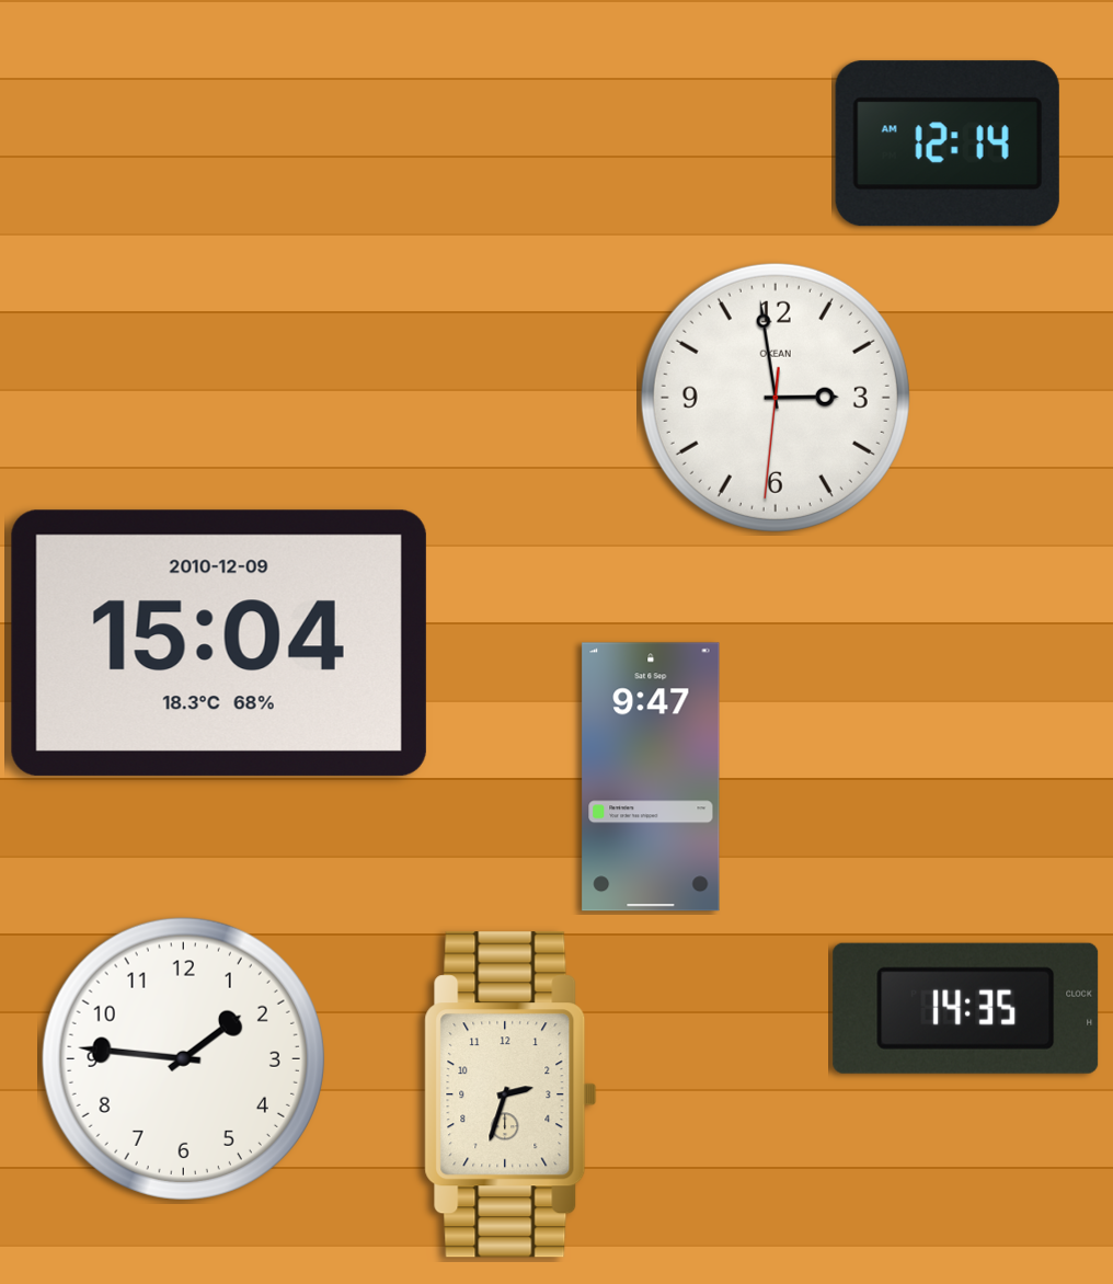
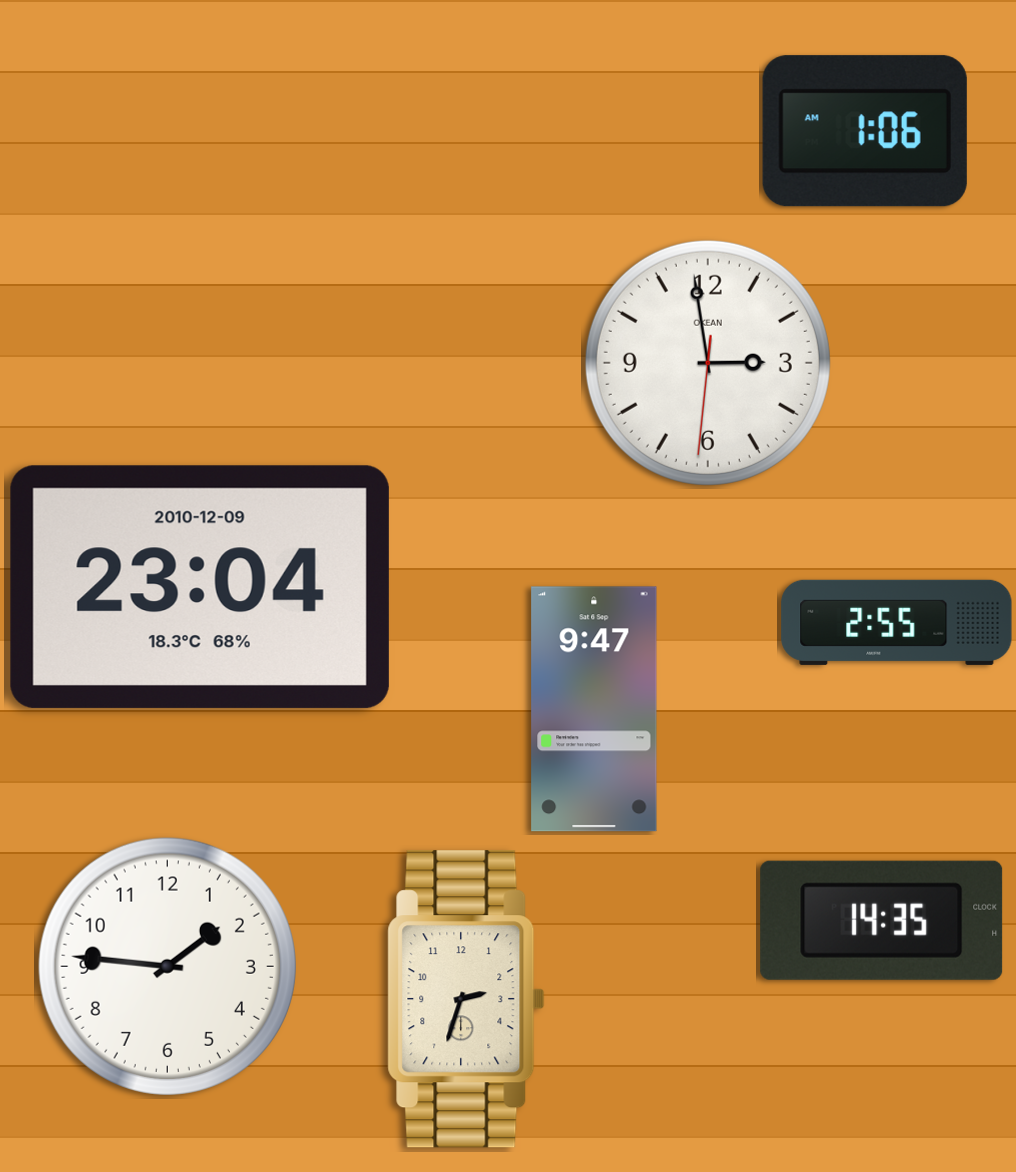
clock at (948, 144): 12:14 -> 1:06
clock at (219, 643): 15:04 -> 23:04
clock at (897, 622): none -> 2:55
